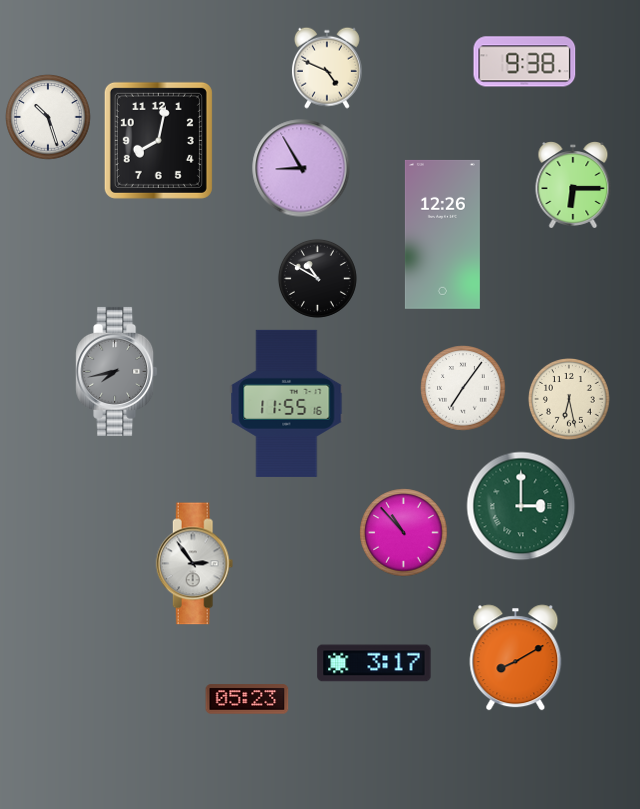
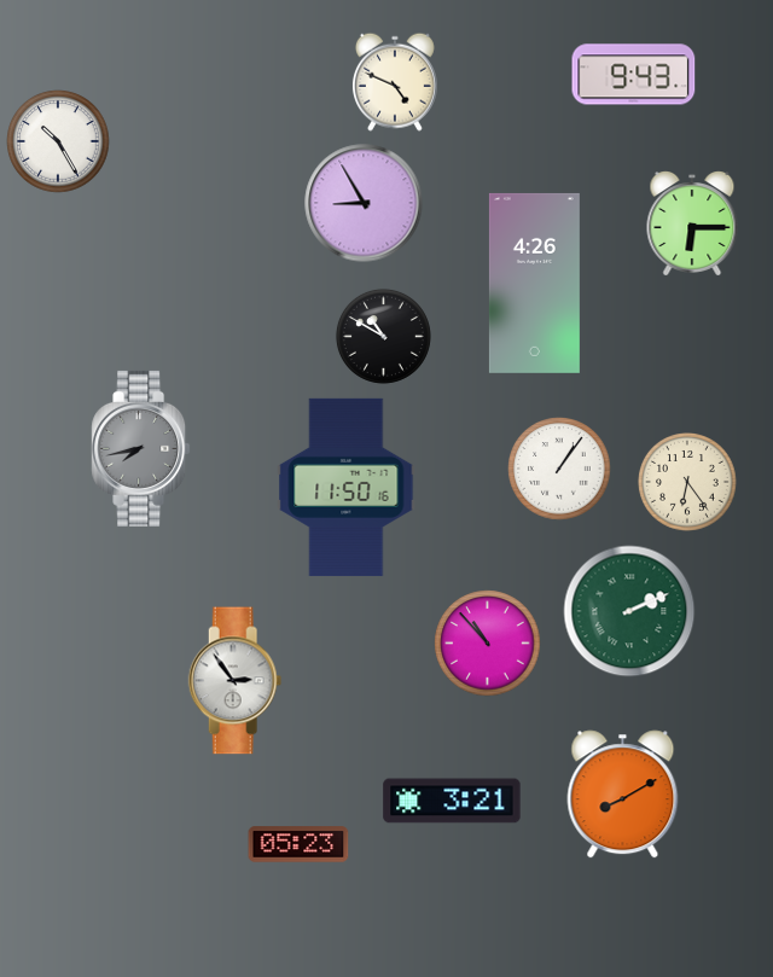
clock at (525, 62): 9:38 -> 9:43
clock at (48, 117): 10:27 -> 10:25
clock at (158, 140): 8:02 -> none
clock at (442, 234): 12:26 -> 4:26
clock at (463, 388): 7:06 -> 1:06
clock at (570, 400): 6:28 -> 6:24
clock at (287, 403): 11:55 -> 11:50
clock at (521, 506): 3:00 -> 2:11
clock at (374, 663): 3:17 -> 3:21
